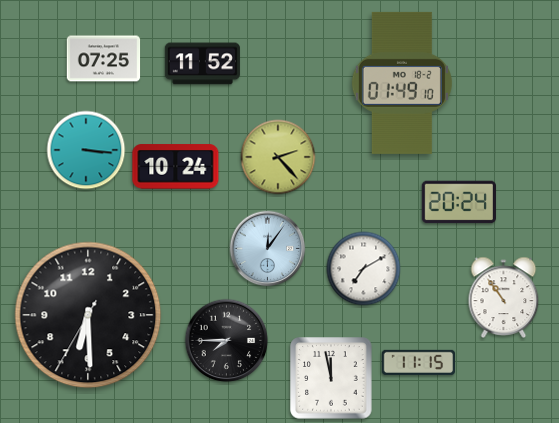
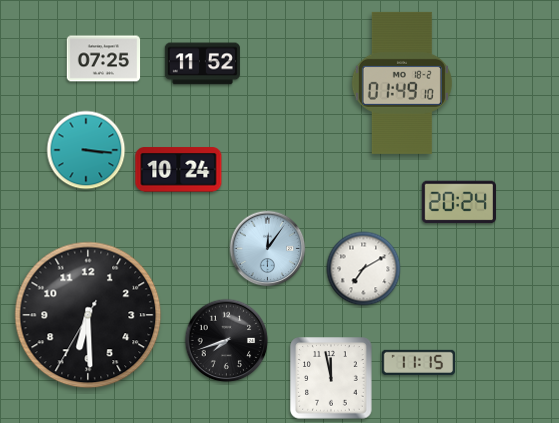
clock at (278, 157): 2:23 -> none
clock at (176, 167) position: (176, 167) -> (179, 170)
clock at (504, 297): 10:54 -> none
clock at (227, 341): 7:45 -> 7:42
